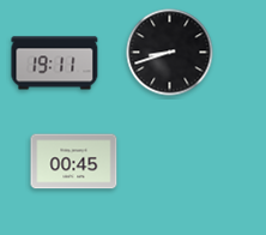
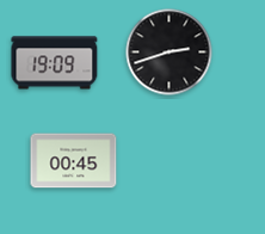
clock at (170, 53): 8:42 -> 2:42
clock at (55, 64): 19:11 -> 19:09
